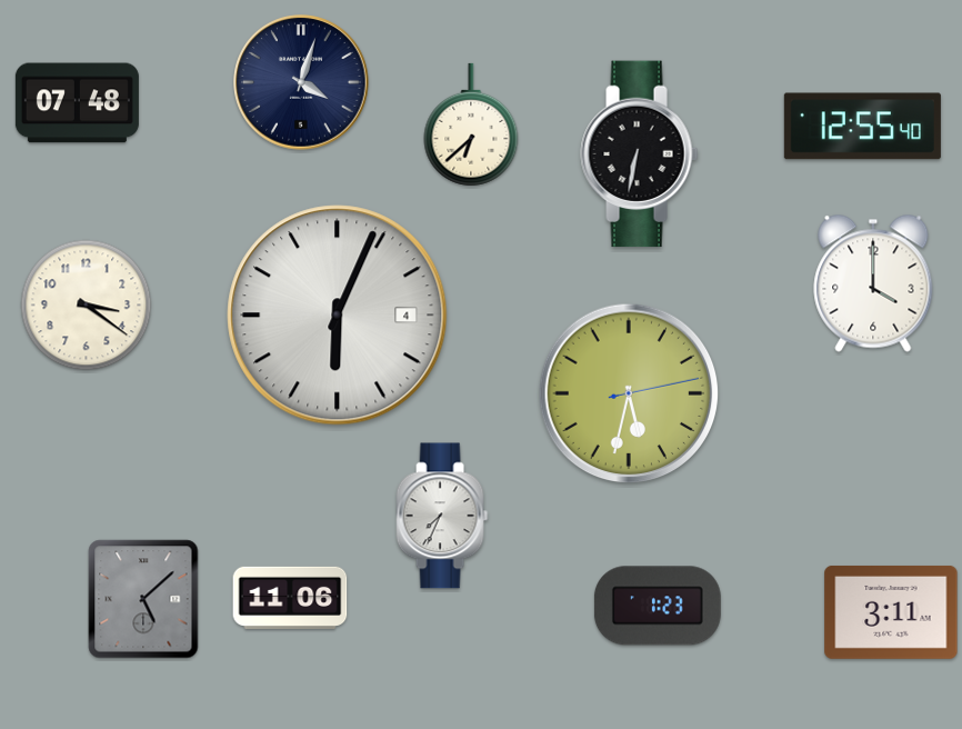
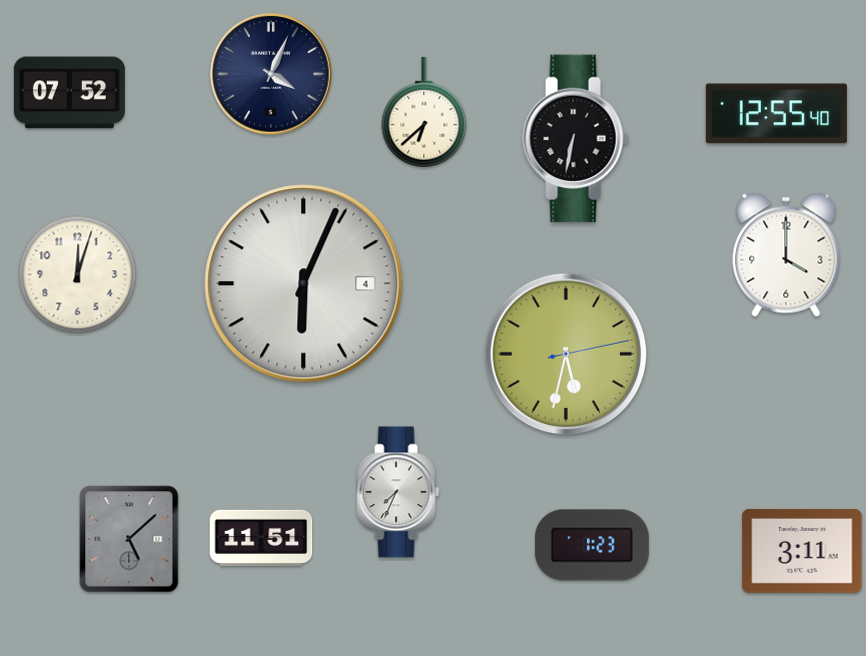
clock at (301, 82): 4:03 -> 4:04
clock at (77, 103): 07:48 -> 07:52
clock at (87, 306): 3:21 -> 12:03
clock at (442, 516) position: (442, 516) -> (398, 492)
clock at (290, 598): 11:06 -> 11:51
